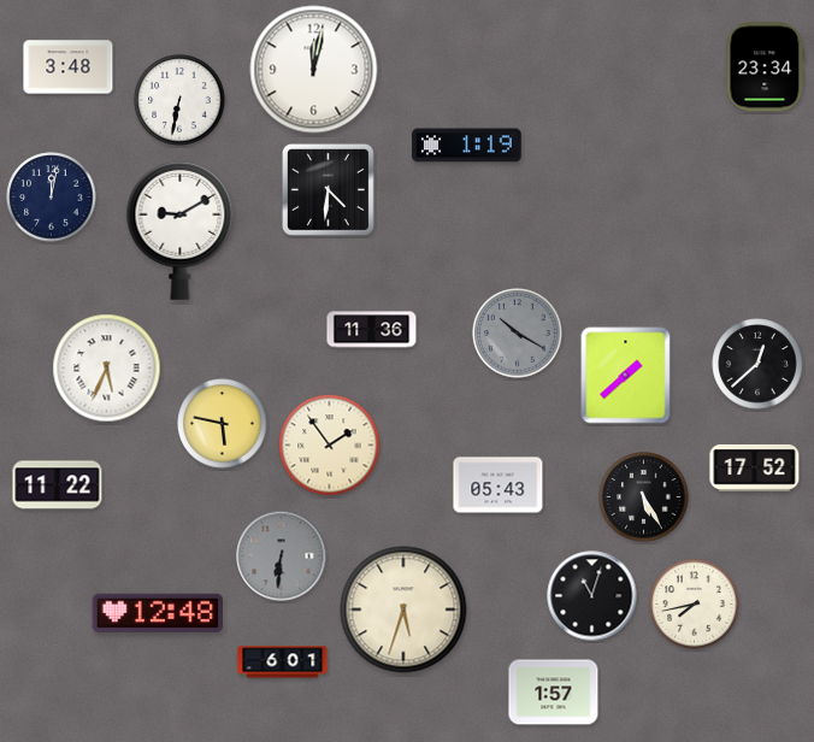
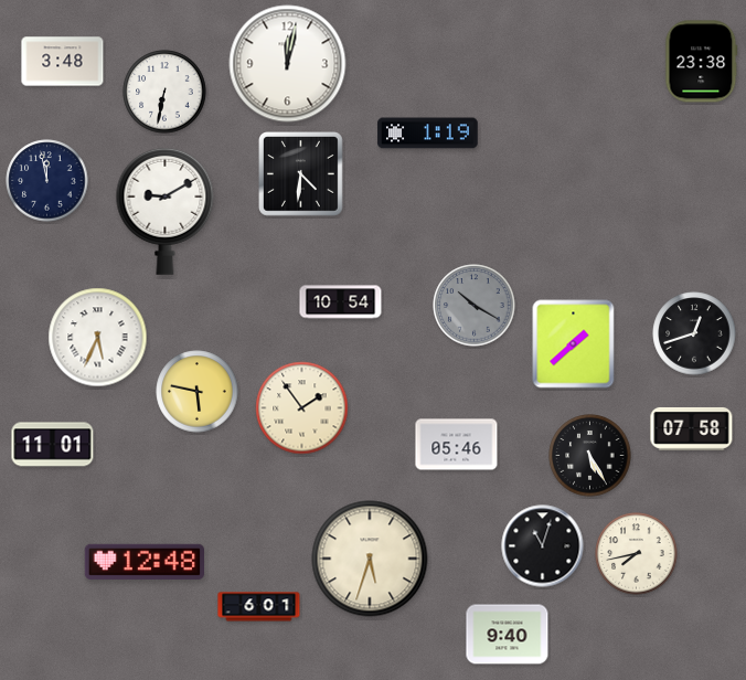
clock at (766, 67): 23:34 -> 23:38
clock at (52, 198): 12:02 -> 11:58
clock at (372, 330): 11:36 -> 10:54
clock at (757, 364): 12:38 -> 12:42
clock at (223, 424) position: (223, 424) -> (198, 392)
clock at (755, 467): 17:52 -> 07:58
clock at (58, 485): 11:22 -> 11:01
clock at (499, 485): 05:43 -> 05:46
clock at (282, 556): 6:31 -> none
clock at (554, 693): 1:57 -> 9:40
